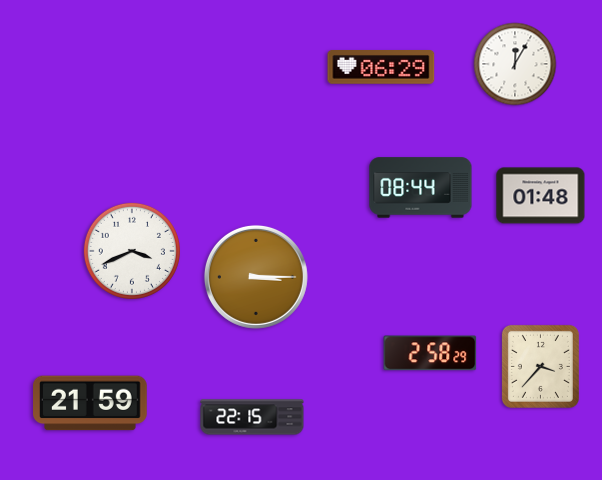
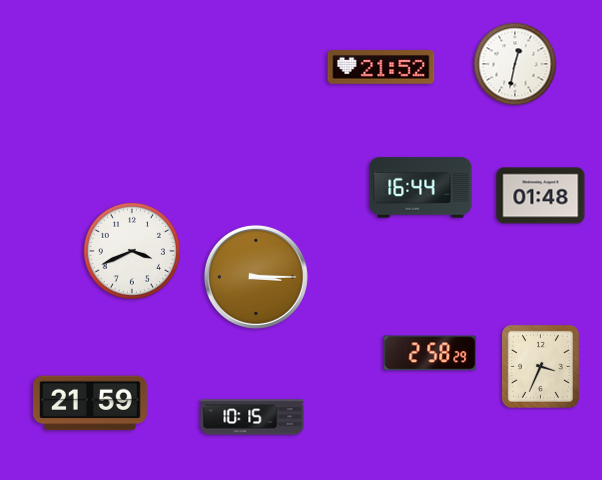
clock at (515, 64): 12:05 -> 12:32
clock at (381, 68): 06:29 -> 21:52
clock at (421, 188): 08:44 -> 16:44
clock at (540, 366): 3:37 -> 3:34
clock at (252, 417): 22:15 -> 10:15
